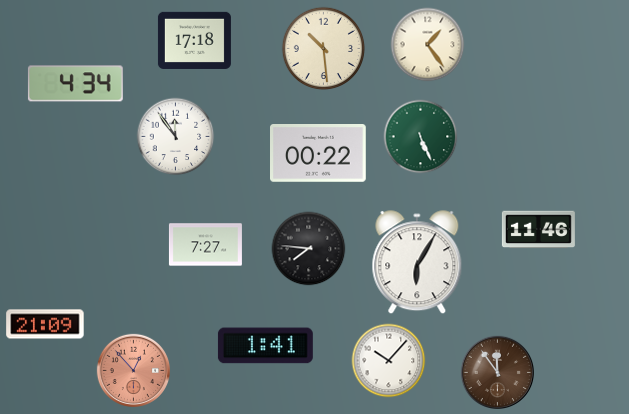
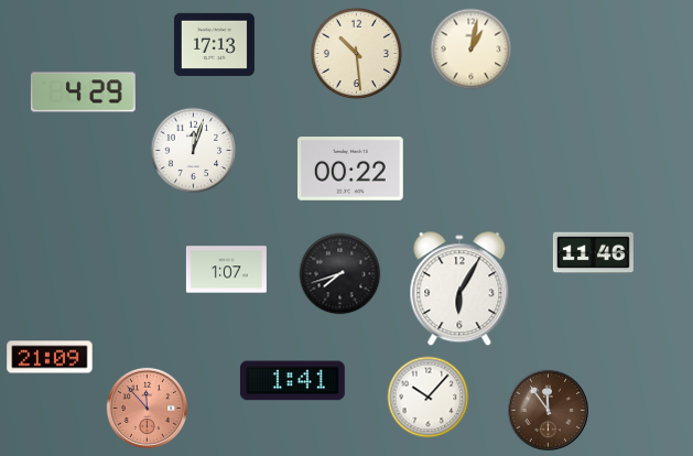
clock at (194, 40): 17:18 -> 17:13
clock at (428, 45): 1:24 -> 1:02
clock at (75, 84): 4:34 -> 4:29
clock at (176, 137): 11:54 -> 12:03
clock at (421, 137): 5:26 -> none
clock at (205, 245): 7:27 -> 1:07
clock at (309, 249): 7:46 -> 7:42
clock at (133, 370): 12:53 -> 11:53
